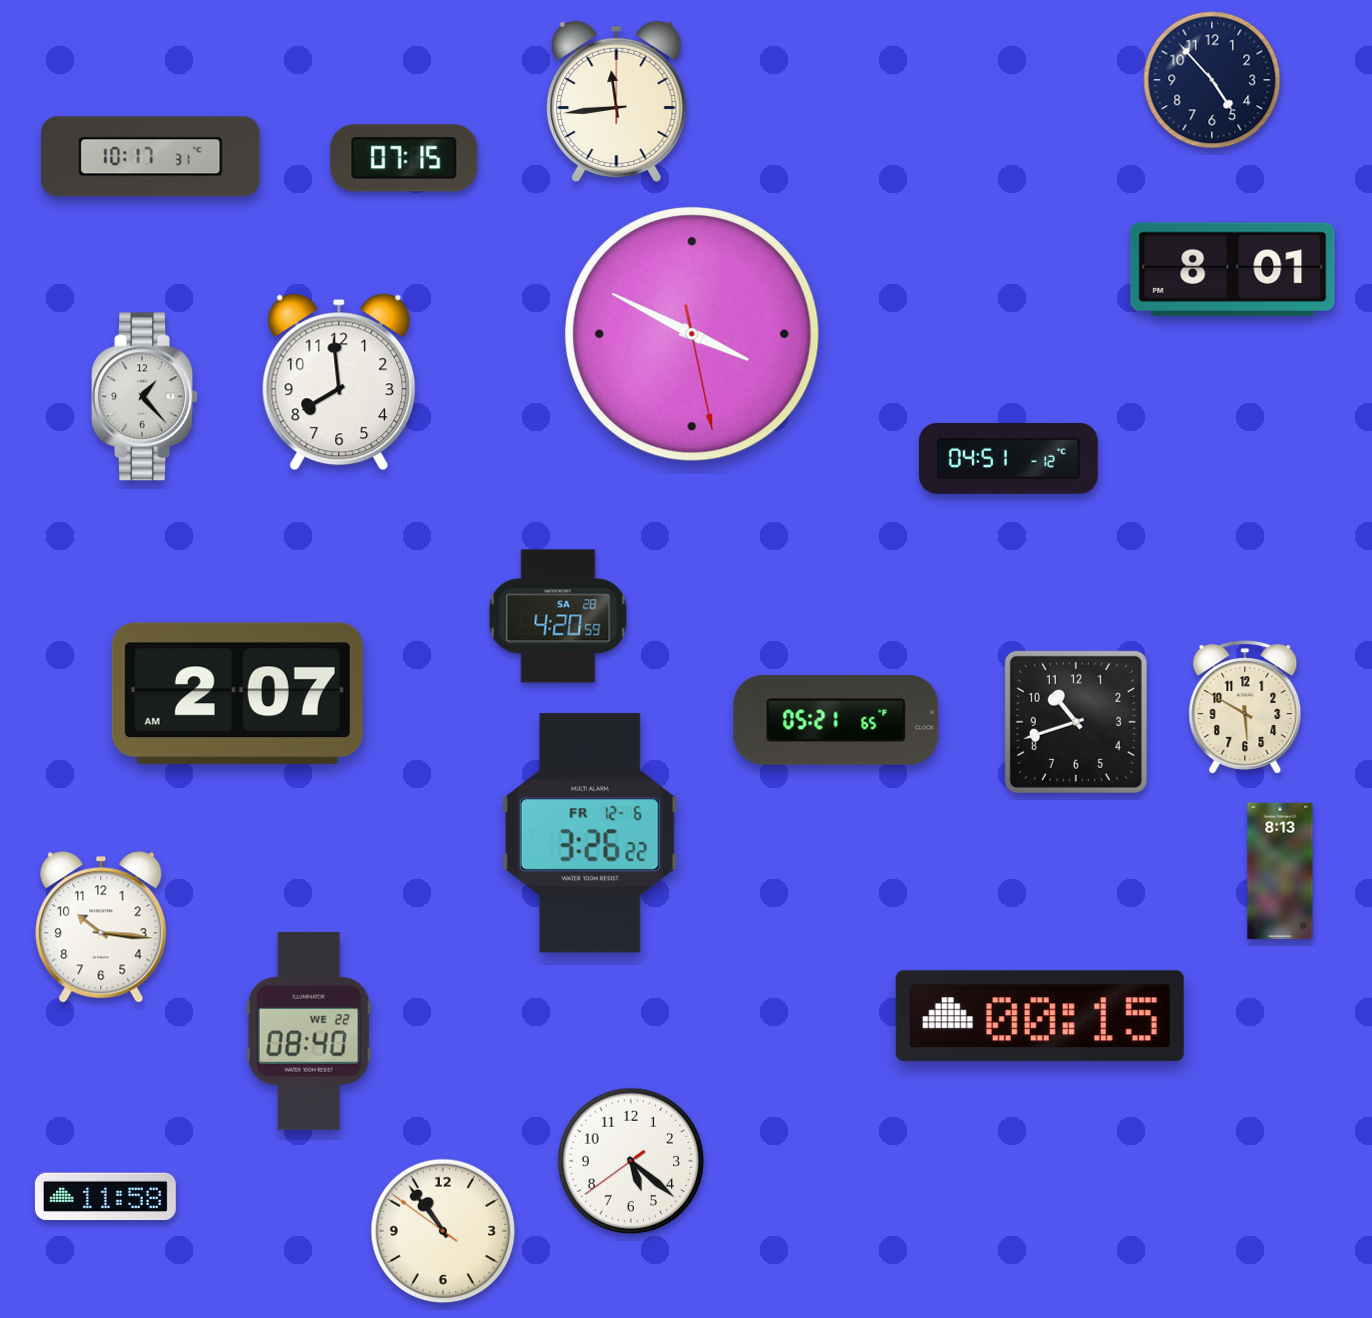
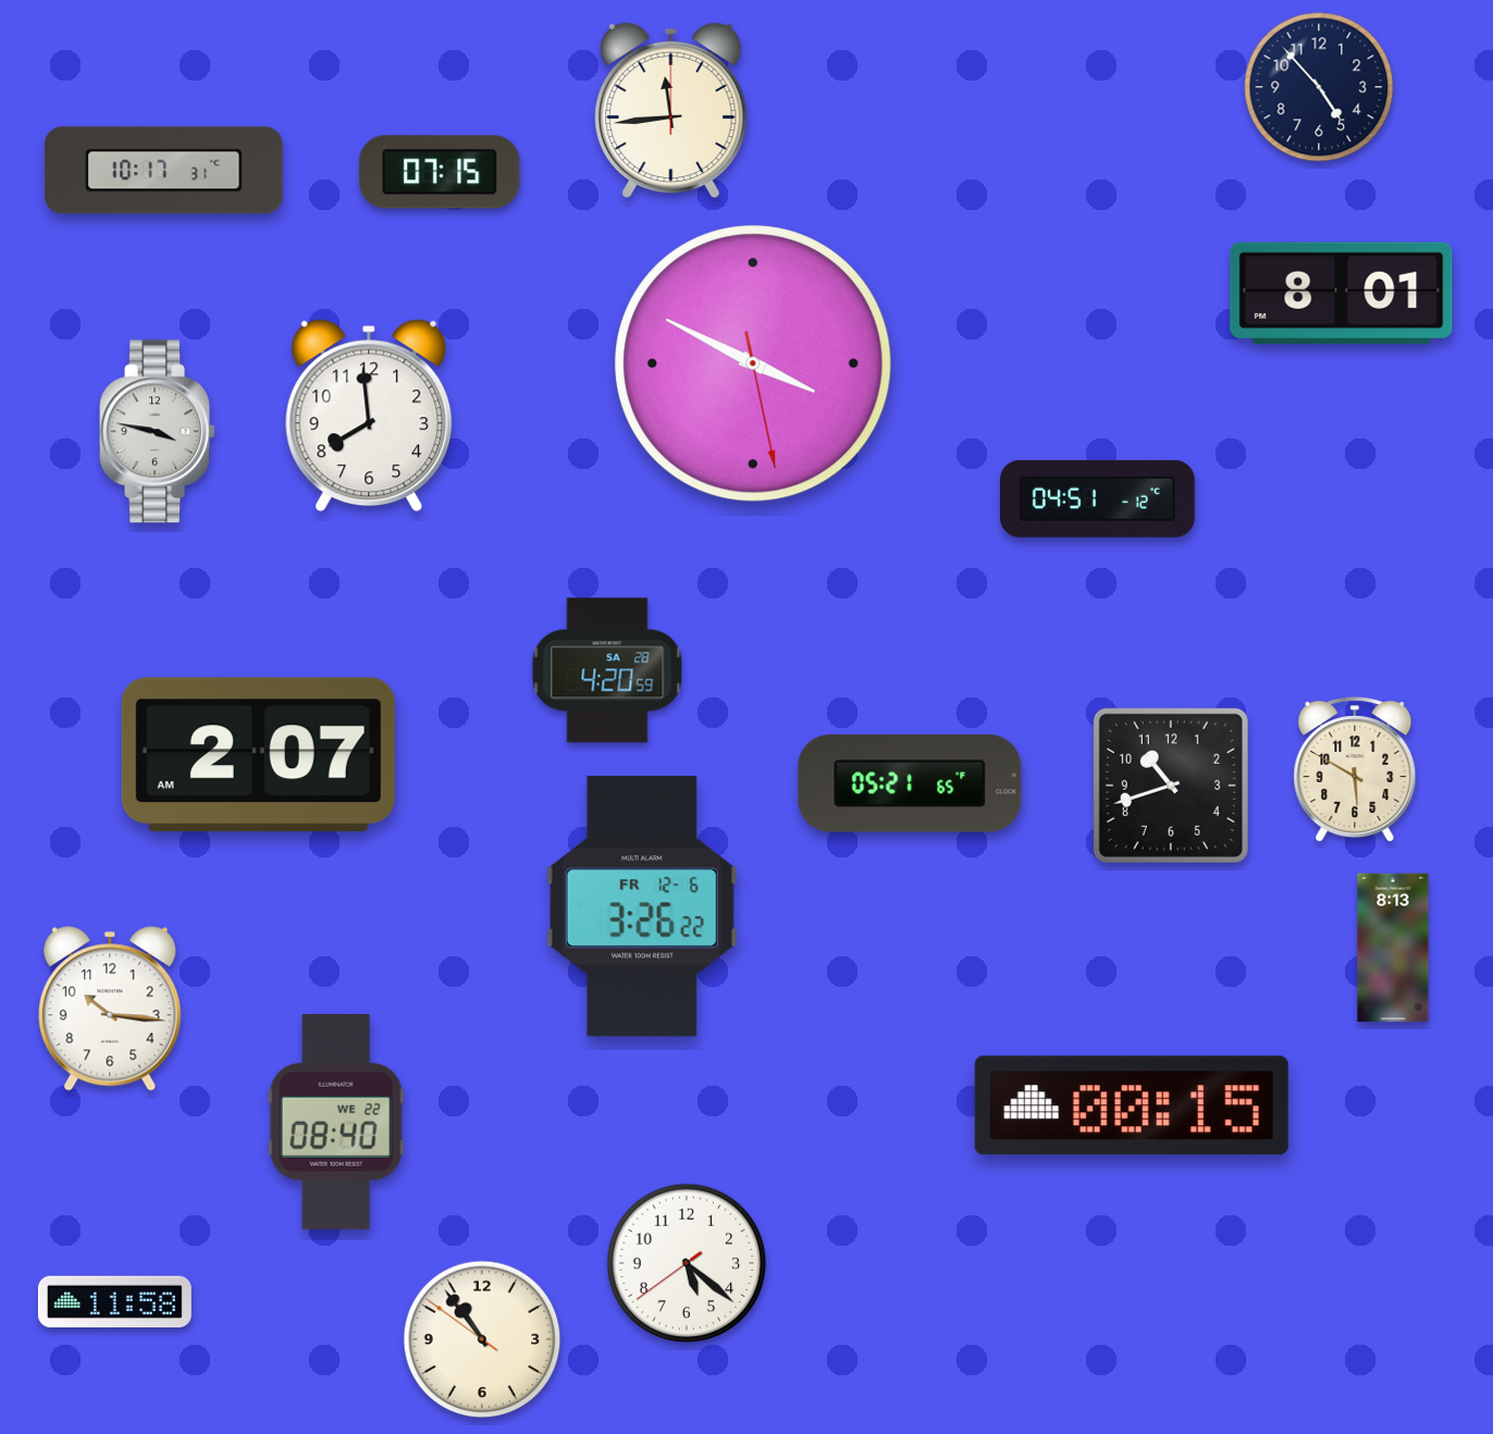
clock at (145, 397): 1:23 -> 3:47
